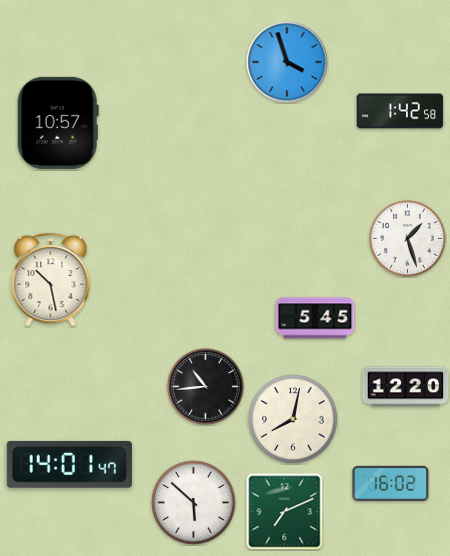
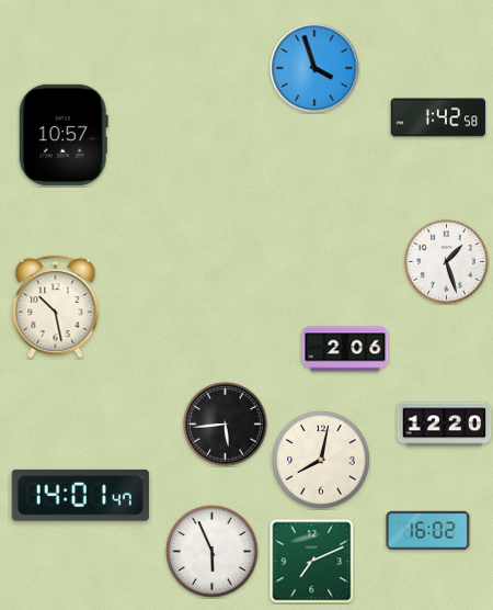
clock at (400, 111) position: (400, 111) -> (438, 117)
clock at (315, 318): 5:45 -> 2:06
clock at (206, 387): 10:44 -> 5:44
clock at (69, 464) position: (69, 464) -> (80, 495)
clock at (194, 503): 5:52 -> 5:56
